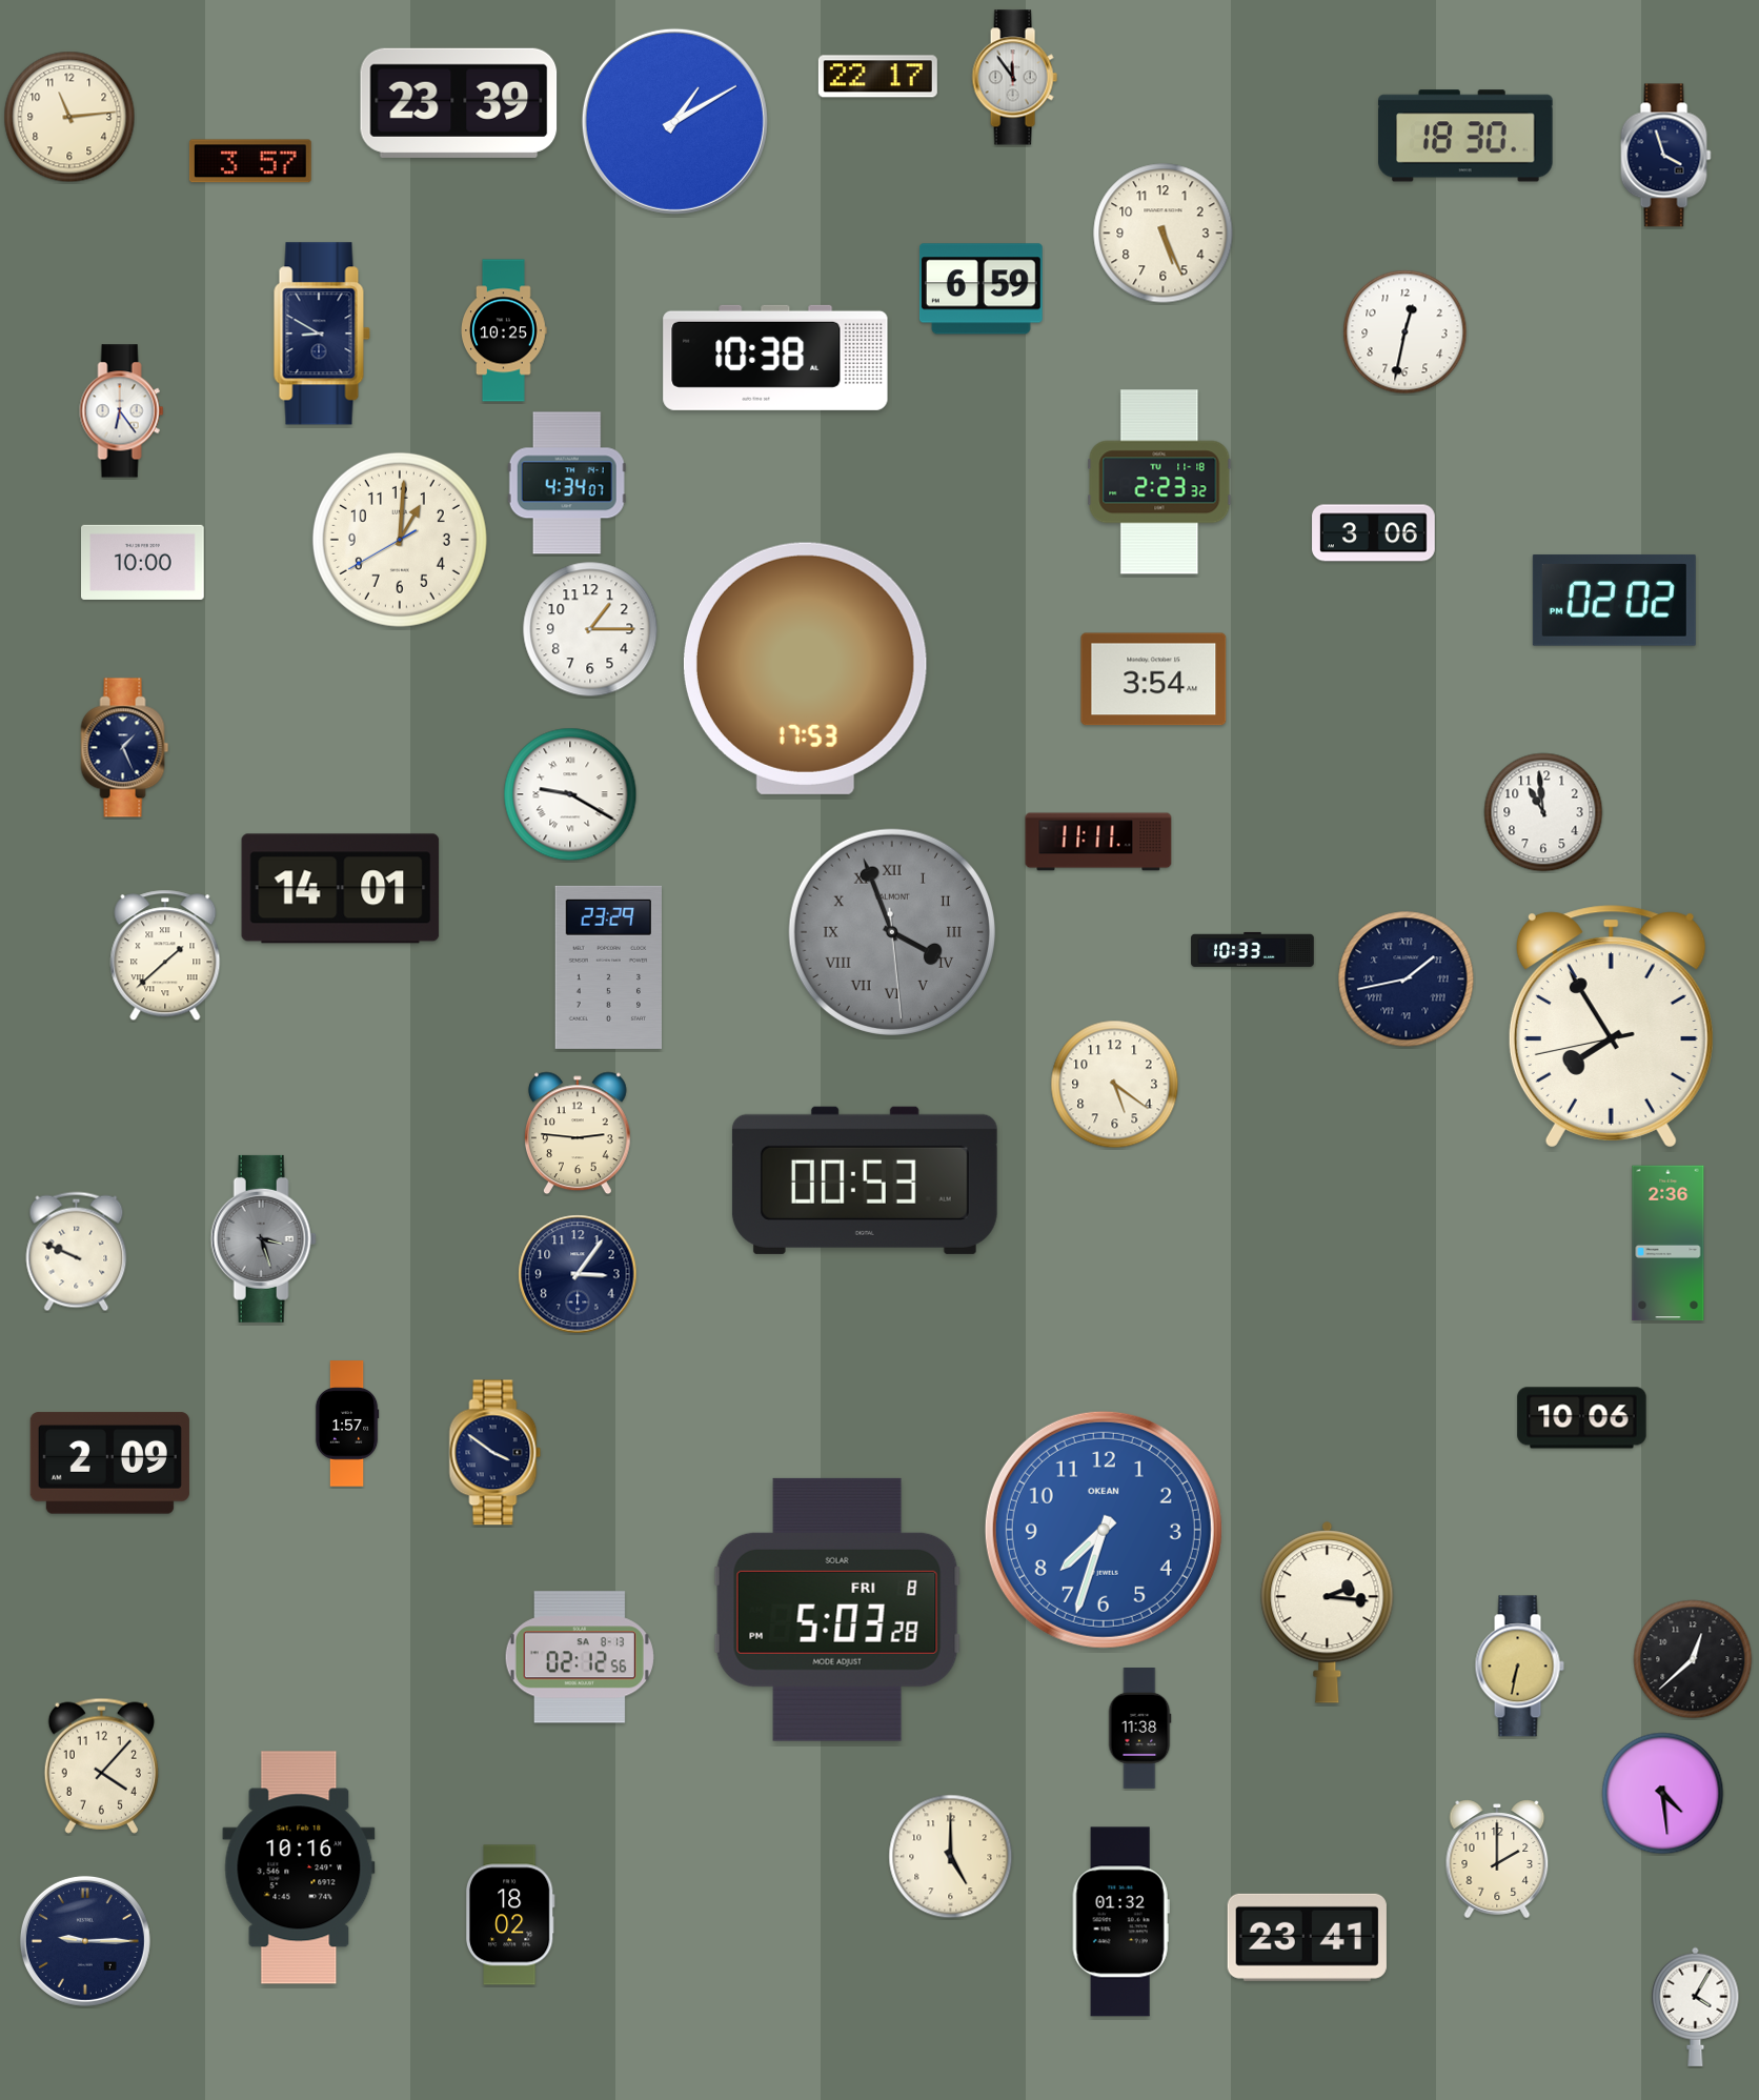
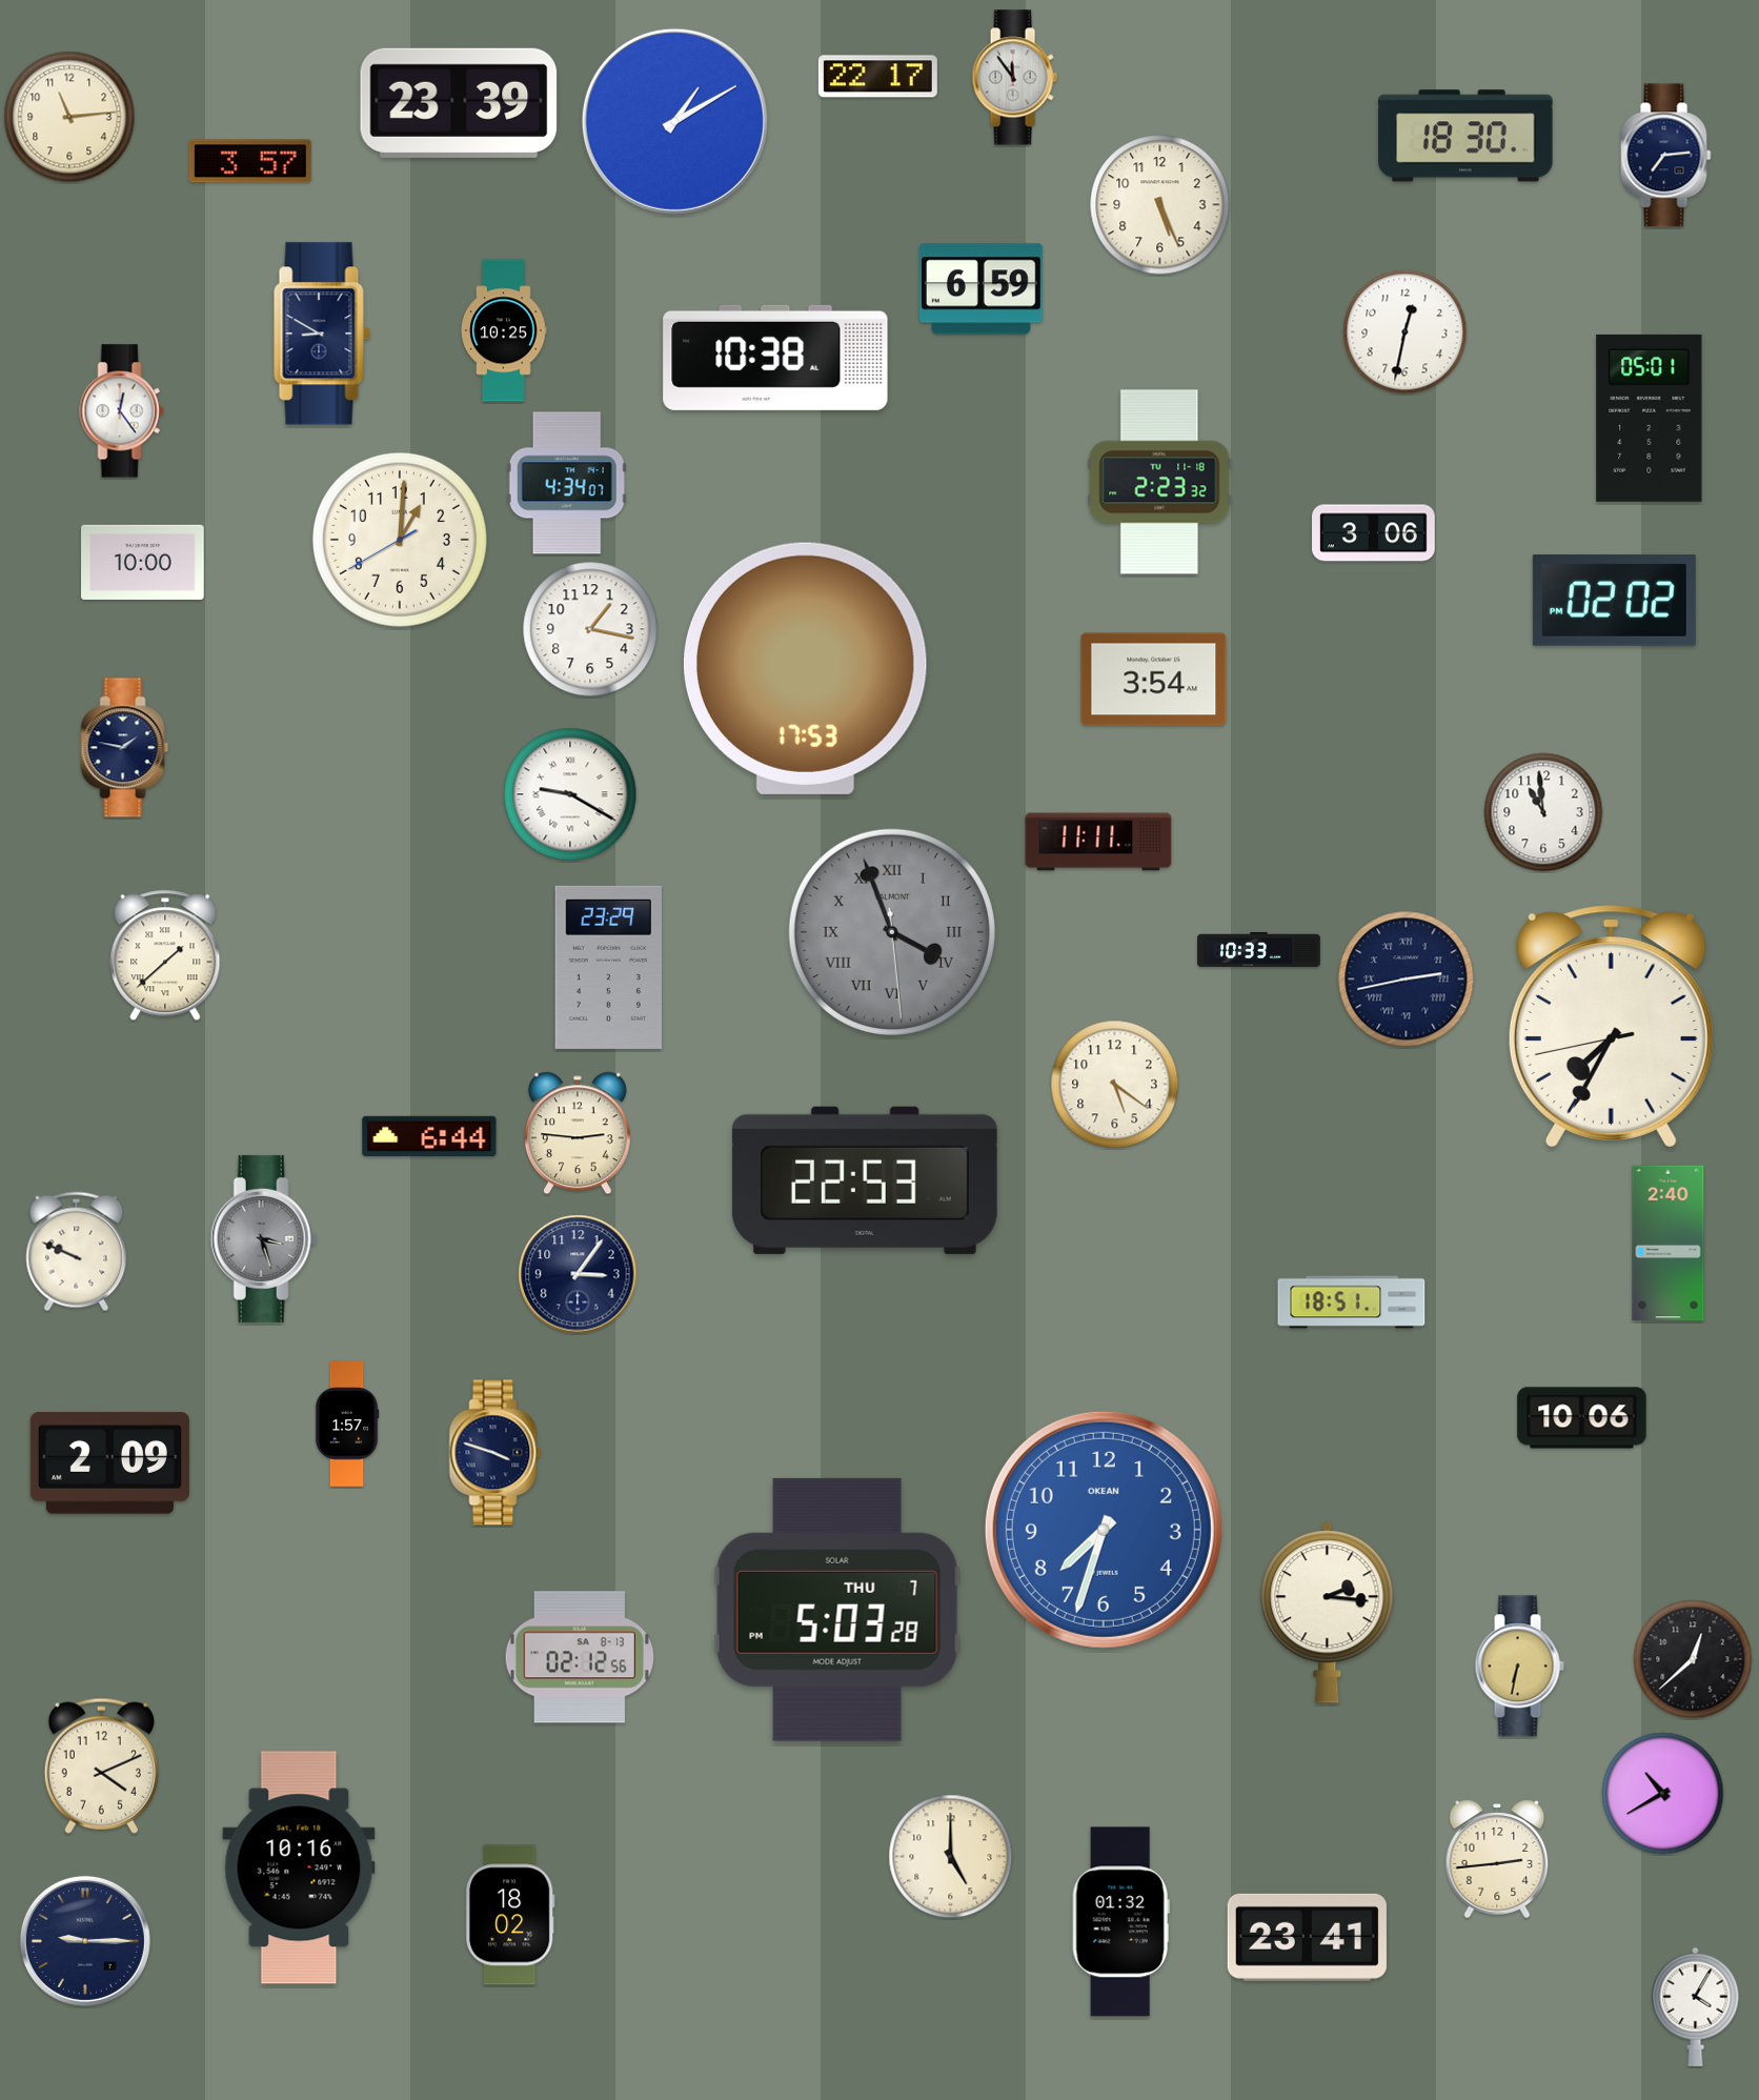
clock at (1666, 156): 3:57 -> 7:14
clock at (1164, 234) position: (1164, 234) -> (1160, 205)
clock at (122, 411): 6:24 -> 12:24
clock at (1650, 418): none -> 05:01
clock at (590, 629): 1:15 -> 1:17
clock at (125, 748): 1:26 -> 1:47
clock at (341, 889): 14:01 -> none
clock at (1253, 949) position: (1253, 949) -> (1259, 949)
clock at (1407, 980): 1:43 -> 2:43
clock at (1611, 1027): 7:54 -> 7:34
clock at (429, 1136): none -> 6:44
clock at (865, 1180): 00:53 -> 22:53
clock at (1669, 1244): 2:36 -> 2:40
clock at (1352, 1303): none -> 18:51
clock at (496, 1453): 3:51 -> 3:48
clock at (837, 1610) date: FRI 8 -> THU 7
clock at (1139, 1729): 11:38 -> none
clock at (101, 1765): 4:07 -> 4:11
clock at (1663, 1794): 4:29 -> 10:40
clock at (1497, 1859): 2:00 -> 2:44
